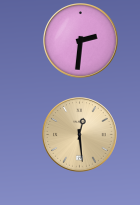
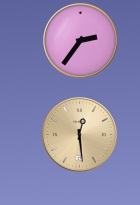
clock at (81, 41): 2:31 -> 2:36
